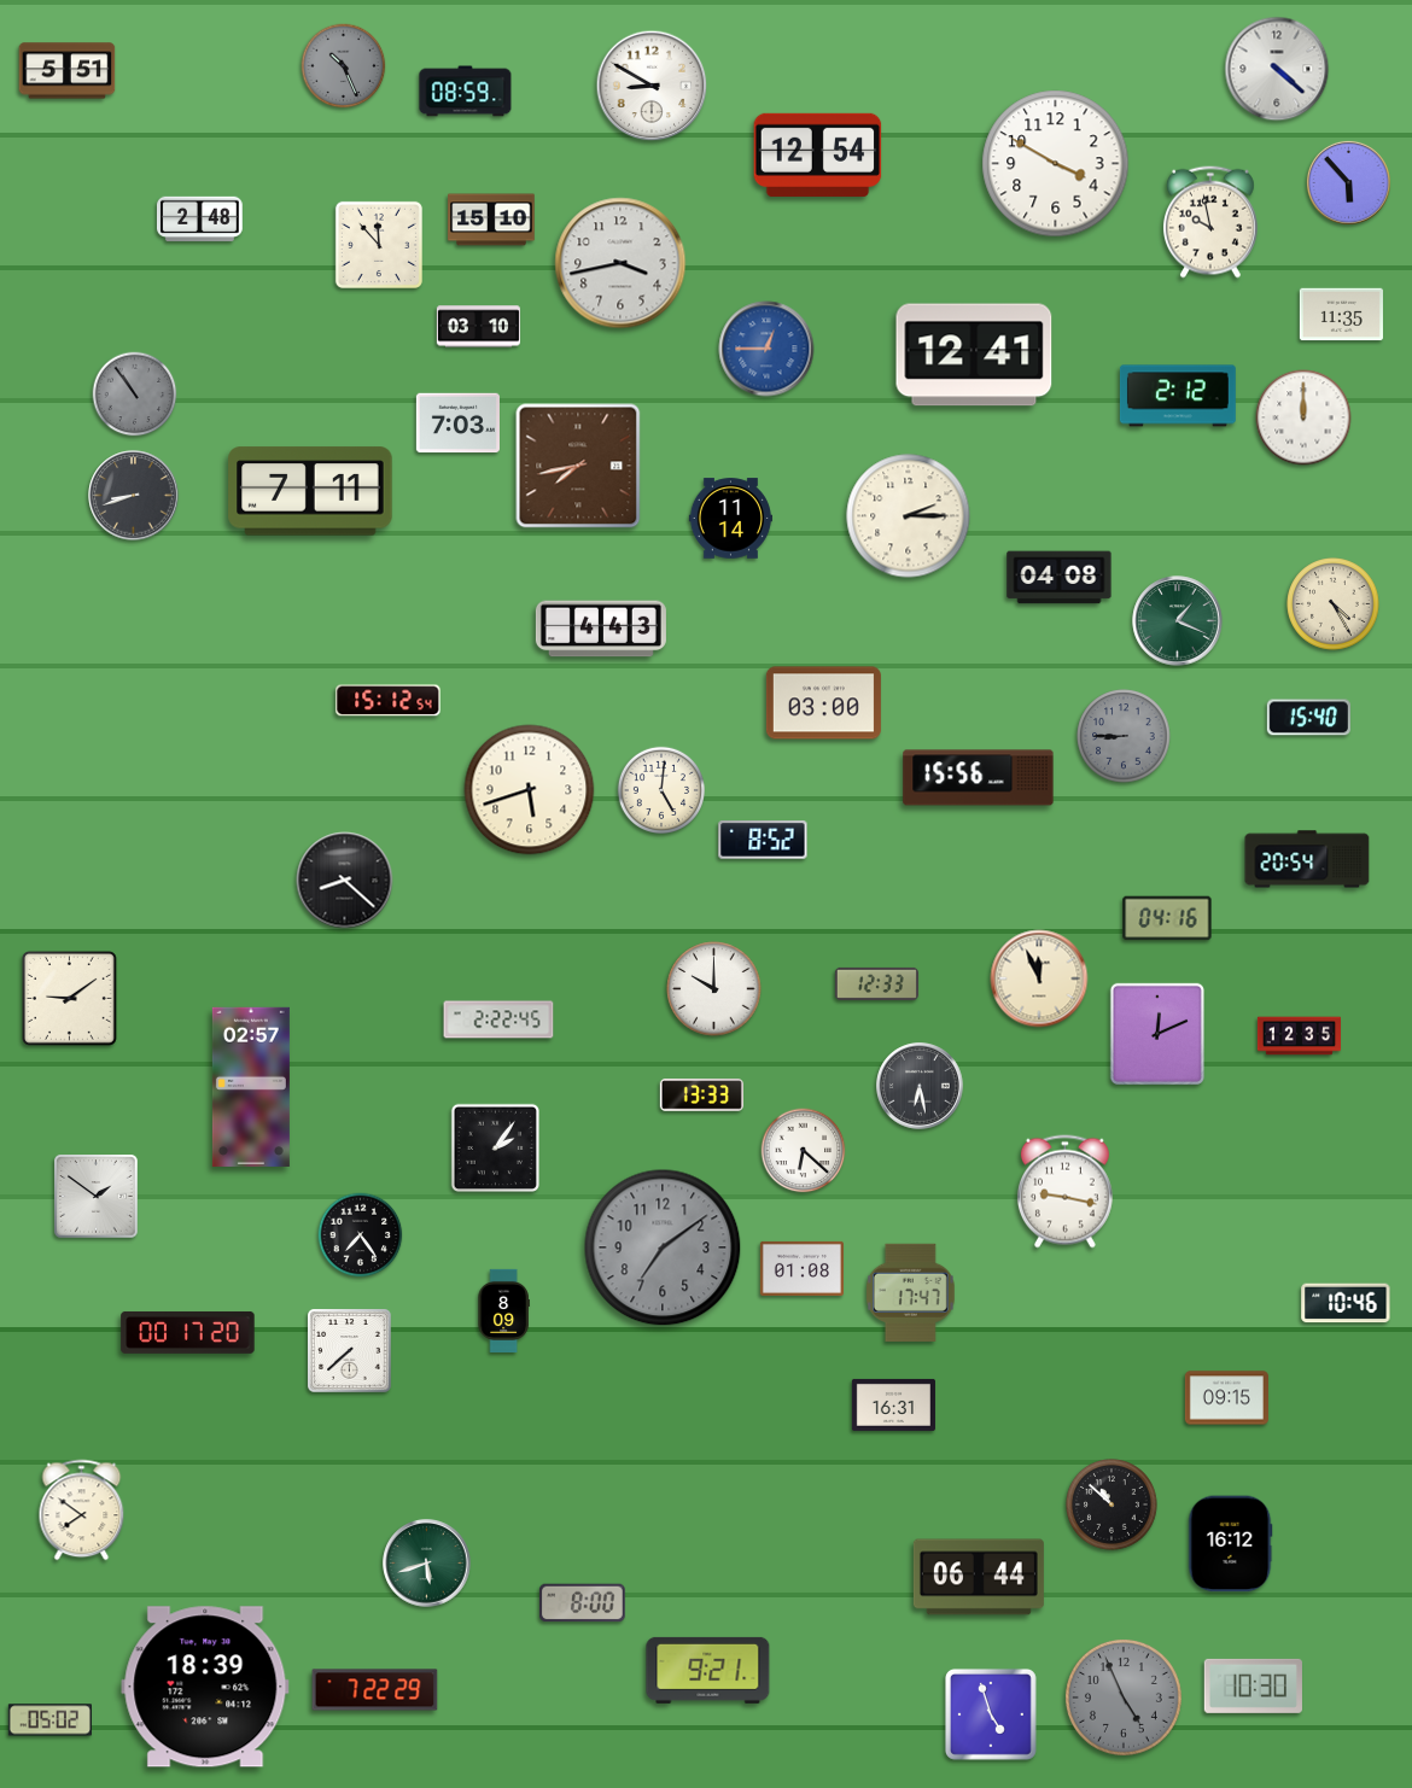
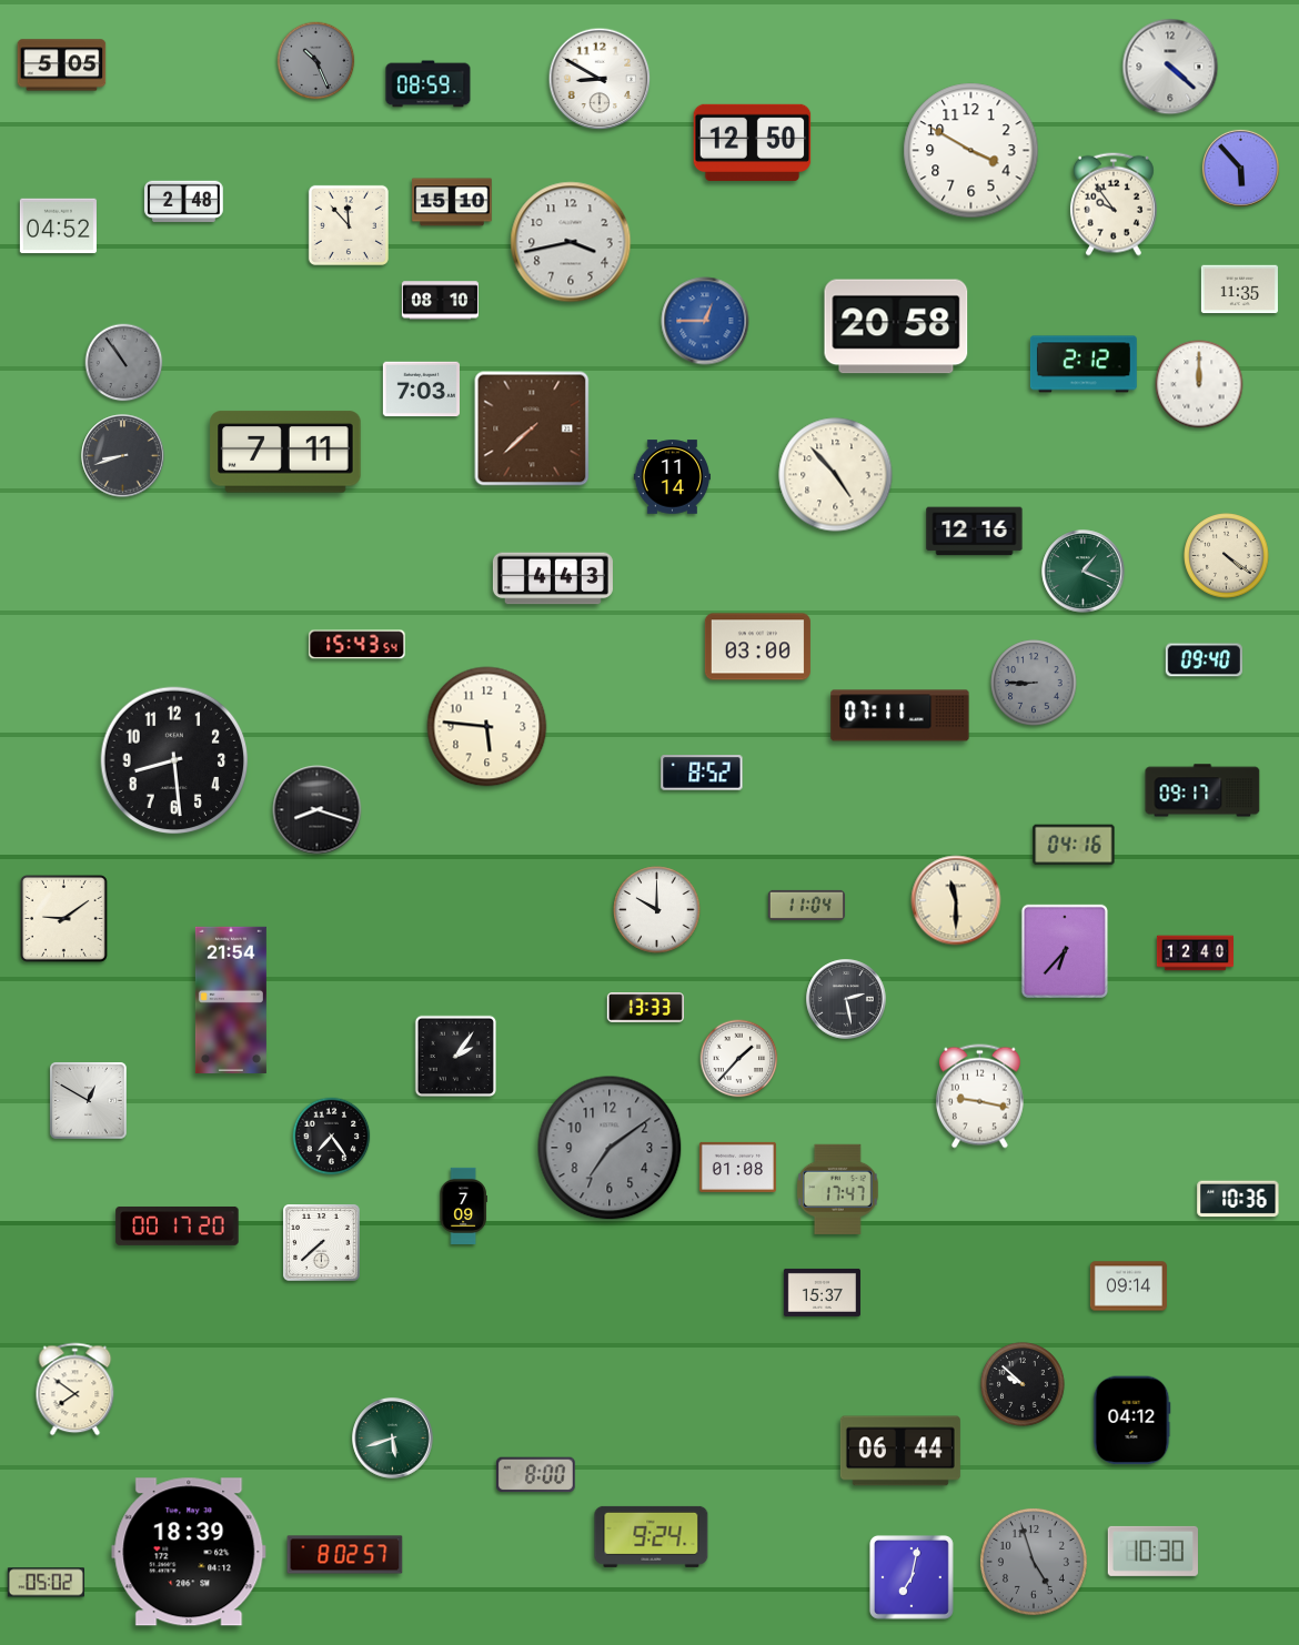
clock at (1277, 69) position: (1277, 69) -> (1170, 67)
clock at (68, 71): 5:51 -> 5:05
clock at (818, 154): 12:54 -> 12:50
clock at (1210, 222): 9:58 -> 9:54
clock at (58, 226): none -> 04:52
clock at (1341, 315) position: (1341, 315) -> (1239, 290)
clock at (478, 327): 03:10 -> 08:10
clock at (974, 355): 12:41 -> 20:58
clock at (578, 466): 7:43 -> 7:38
clock at (909, 516): 2:15 -> 4:53
clock at (1060, 578): 04:08 -> 12:16
clock at (1334, 604): 4:25 -> 4:21
clock at (389, 701): 15:12 -> 15:43
clock at (1308, 718): 15:40 -> 09:40
clock at (1124, 736) position: (1124, 736) -> (1034, 683)
clock at (979, 778): 15:56 -> 07:11
clock at (660, 789): 5:01 -> none
clock at (530, 790): 5:42 -> 5:46
clock at (174, 760): none -> 8:29
clock at (1307, 859): 20:54 -> 09:17
clock at (345, 881): 8:22 -> 8:18
clock at (1039, 978): 11:56 -> 11:30
clock at (876, 983): 12:33 -> 11:04
clock at (498, 1019): 2:22 -> none
clock at (1157, 1034): 12:11 -> 6:37
clock at (1299, 1036): 12:35 -> 12:40
clock at (920, 1086): 6:28 -> 2:28
clock at (251, 1087): 02:57 -> 21:54
clock at (804, 1151): 6:22 -> 1:37
clock at (97, 1197): 1:51 -> 12:50
clock at (1346, 1303): 10:46 -> 10:36
clock at (503, 1310): 8:09 -> 7:09
clock at (188, 1333) position: (188, 1333) -> (178, 1227)
clock at (1226, 1398): 09:15 -> 09:14
clock at (893, 1404): 16:31 -> 15:37
clock at (1113, 1506): 10:52 -> 9:52
clock at (1230, 1544): 16:12 -> 04:12
clock at (708, 1670): 9:21 -> 9:24
clock at (375, 1690): 7:22 -> 8:02
clock at (1124, 1698): 4:56 -> 4:57
clock at (991, 1714): 4:57 -> 7:02
